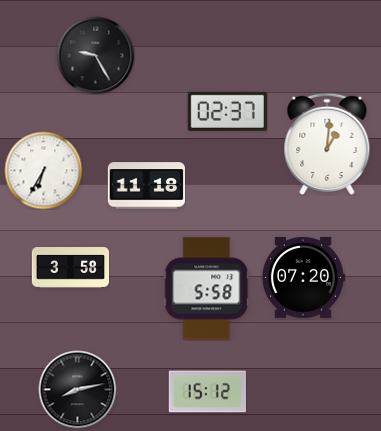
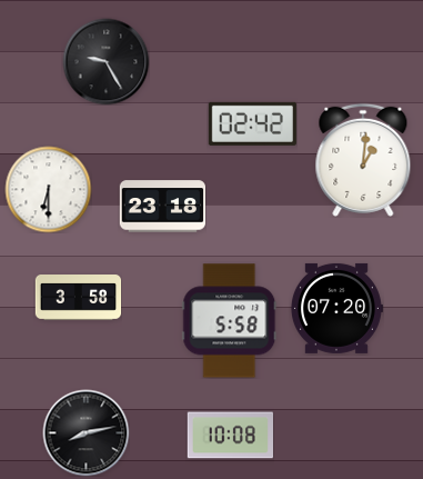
clock at (227, 111): 02:37 -> 02:42
clock at (43, 170): 6:35 -> 6:30
clock at (146, 186): 11:18 -> 23:18
clock at (207, 392): 15:12 -> 10:08
